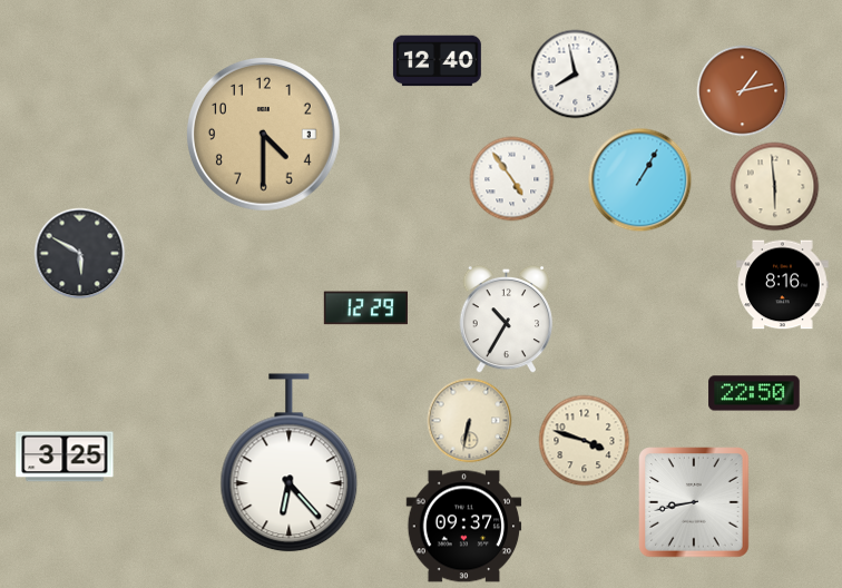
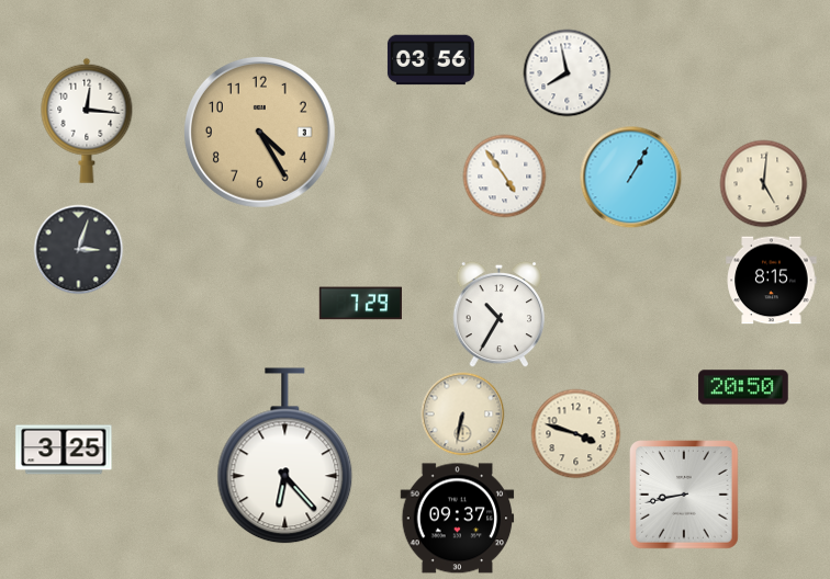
clock at (437, 61): 12:40 -> 03:56
clock at (743, 91): 1:13 -> none
clock at (87, 121): none -> 12:16
clock at (263, 134): 4:30 -> 4:25
clock at (775, 187): 5:59 -> 5:01
clock at (80, 254): 5:50 -> 3:03
clock at (783, 285): 8:16 -> 8:15
clock at (365, 308): 12:29 -> 7:29
clock at (754, 393): 22:50 -> 20:50
